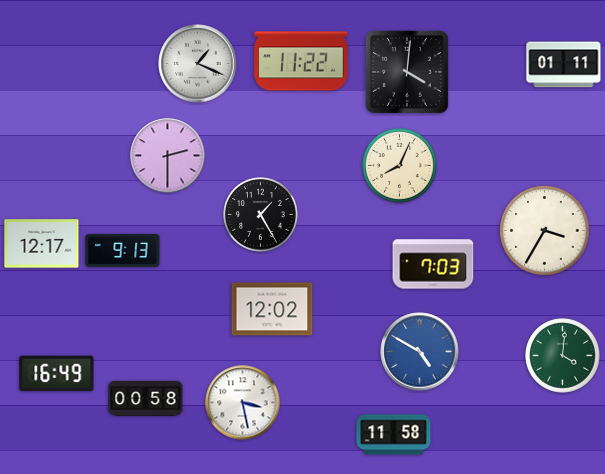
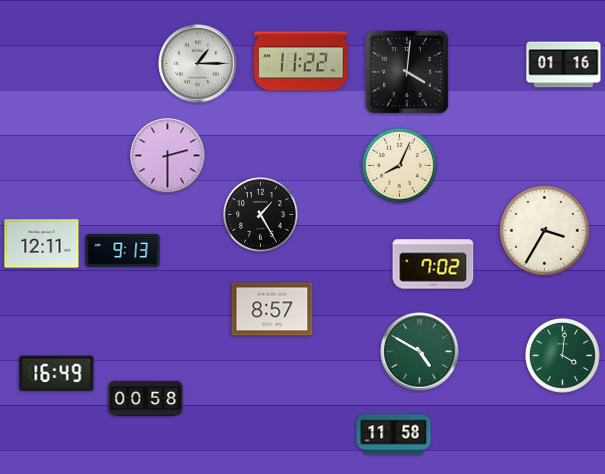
clock at (198, 64): 1:19 -> 1:15
clock at (564, 65): 01:11 -> 01:16
clock at (42, 244): 12:17 -> 12:11
clock at (433, 264): 7:03 -> 7:02
clock at (272, 309): 12:02 -> 8:57
clock at (420, 352) dial: blue -> green
clock at (243, 403): 3:28 -> none
